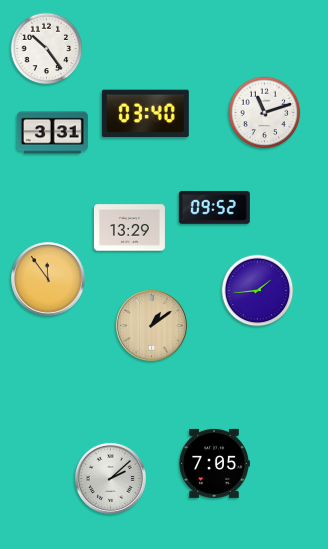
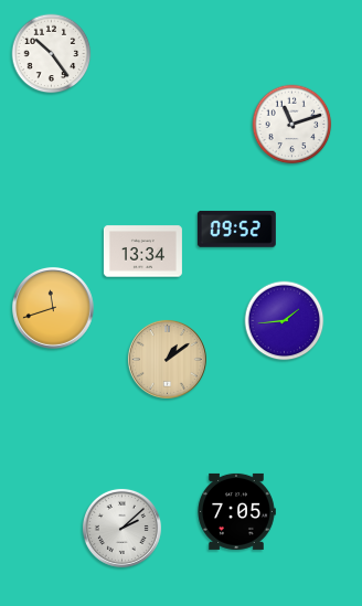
clock at (145, 114): 03:40 -> none
clock at (52, 133): 3:31 -> none
clock at (129, 228): 13:29 -> 13:34
clock at (49, 280): 11:54 -> 11:42
